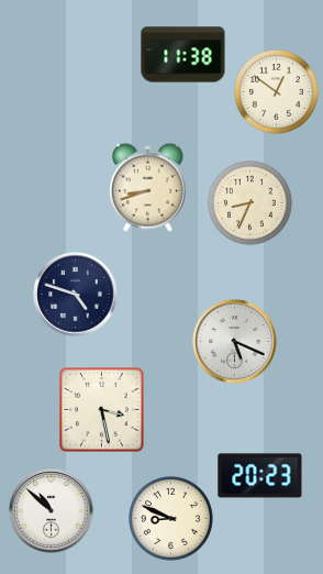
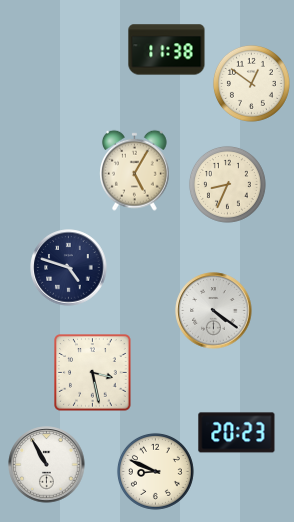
clock at (148, 187): 8:42 -> 5:05
clock at (235, 342): 5:19 -> 4:21
clock at (52, 511): 10:52 -> 10:55
